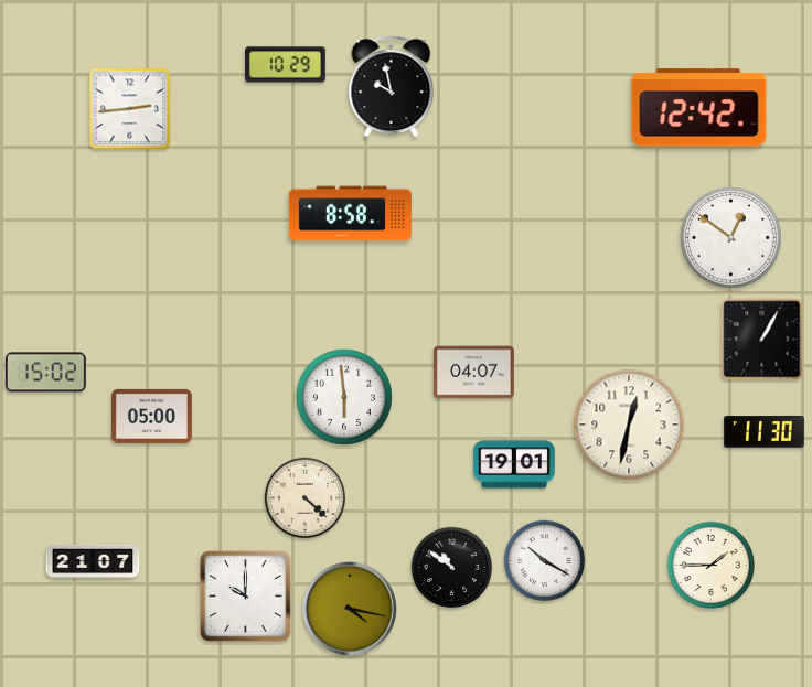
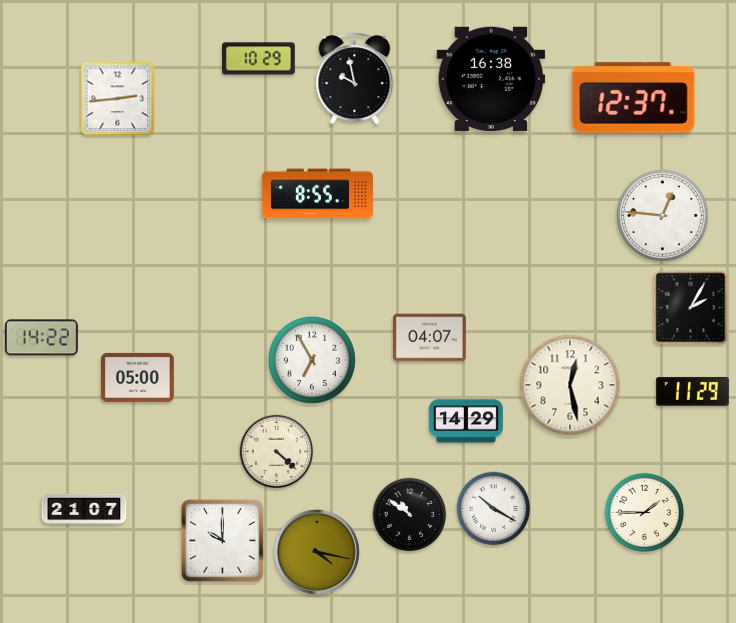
clock at (491, 78): none -> 16:38
clock at (699, 108): 12:42 -> 12:37
clock at (350, 214): 8:58 -> 8:55
clock at (731, 238): 12:51 -> 12:46
clock at (762, 340): 1:05 -> 2:05
clock at (45, 373): 15:02 -> 14:22
clock at (344, 397): 5:59 -> 6:55
clock at (629, 425): 12:32 -> 12:28
clock at (763, 431): 11:30 -> 11:29
clock at (514, 464): 19:01 -> 14:29
